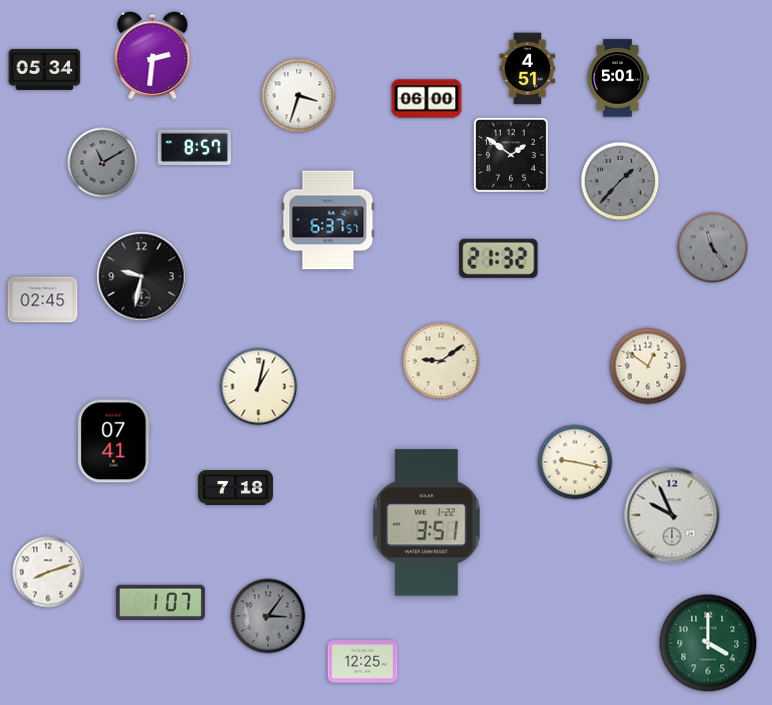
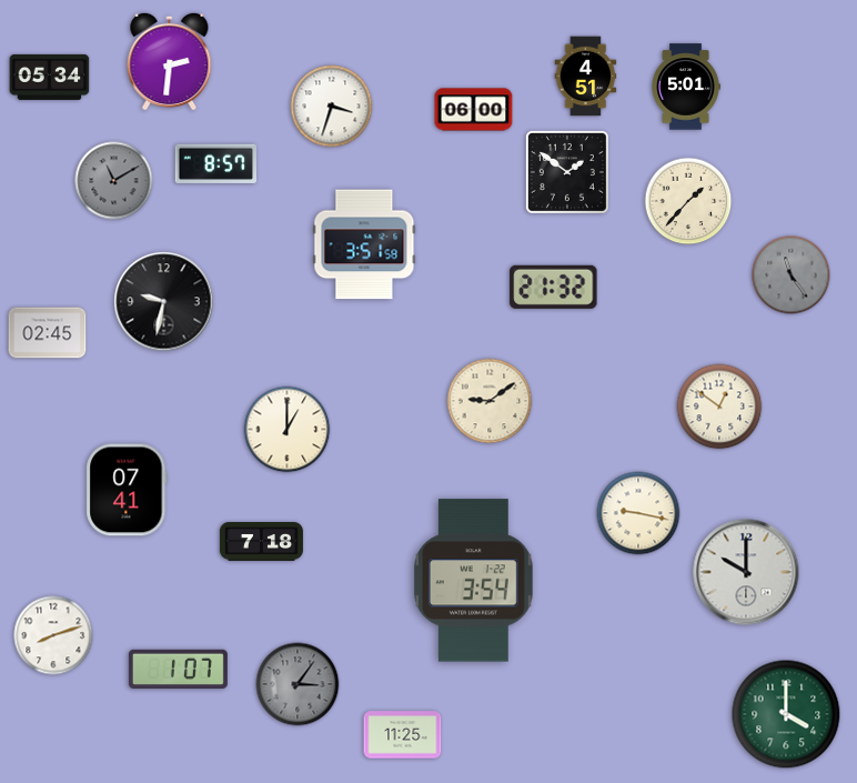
clock at (620, 181) dial: grey -> cream
clock at (328, 220): 6:37 -> 3:51
clock at (142, 277) position: (142, 277) -> (164, 302)
clock at (259, 387): 1:02 -> 1:00
clock at (672, 515): 9:56 -> 10:00
clock at (427, 523): 3:51 -> 3:54
clock at (363, 662): 12:25 -> 11:25
